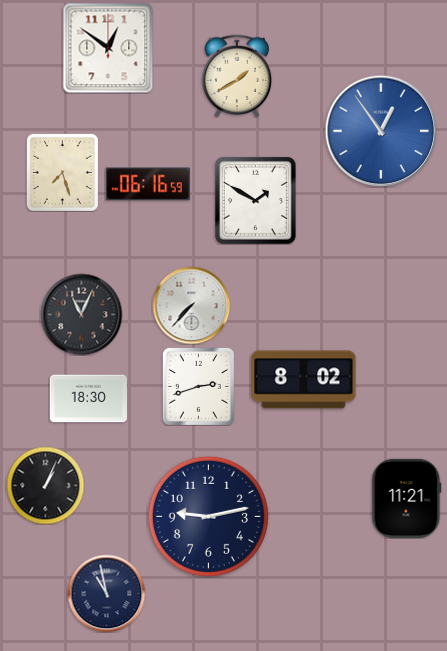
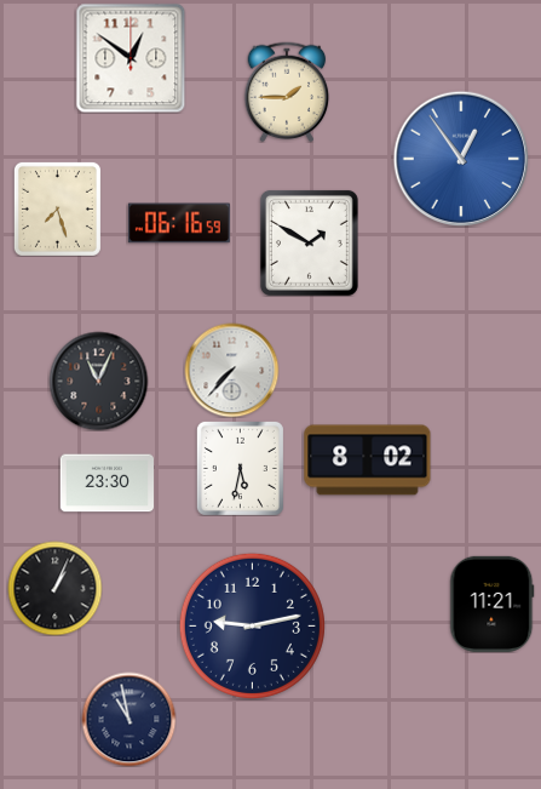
clock at (237, 76): 1:40 -> 1:45
clock at (62, 172) position: (62, 172) -> (57, 208)
clock at (198, 386): 2:42 -> 5:32
clock at (88, 399): 18:30 -> 23:30
